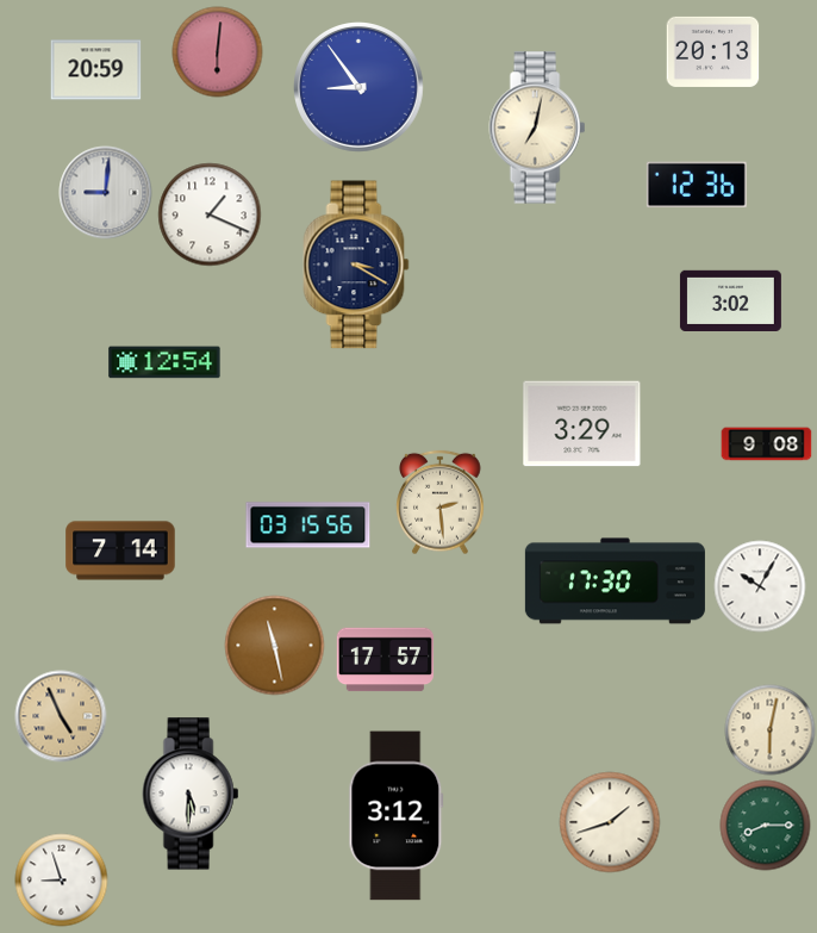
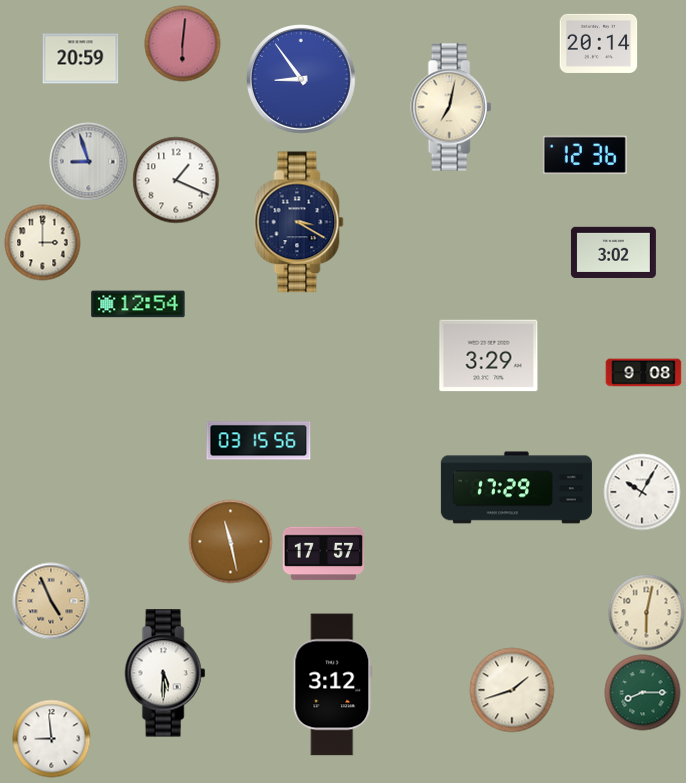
clock at (713, 51): 20:13 -> 20:14
clock at (360, 88) position: (360, 88) -> (302, 80)
clock at (106, 193): 9:01 -> 8:57
clock at (43, 243): none -> 3:00
clock at (441, 503): 2:29 -> none
clock at (120, 551): 7:14 -> none
clock at (615, 581): 17:30 -> 17:29
clock at (760, 586) position: (760, 586) -> (642, 492)
clock at (191, 794) position: (191, 794) -> (165, 673)
clock at (62, 881): 8:57 -> 8:59
